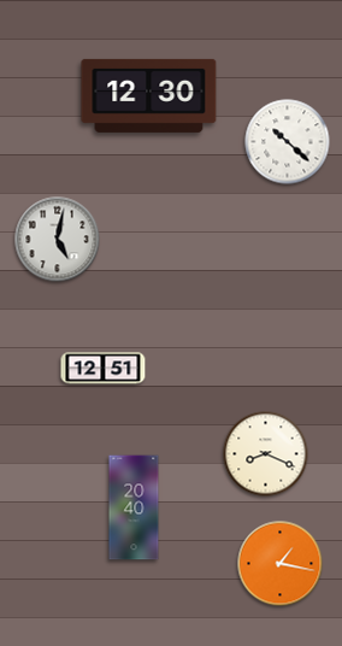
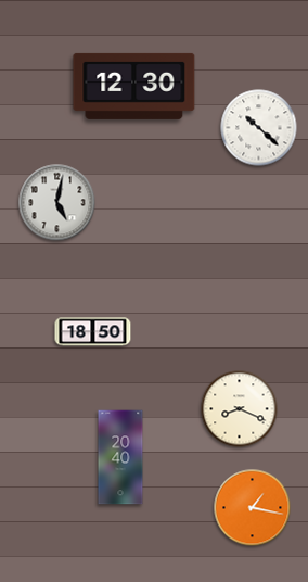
clock at (58, 240) position: (58, 240) -> (57, 203)
clock at (104, 369): 12:51 -> 18:50
